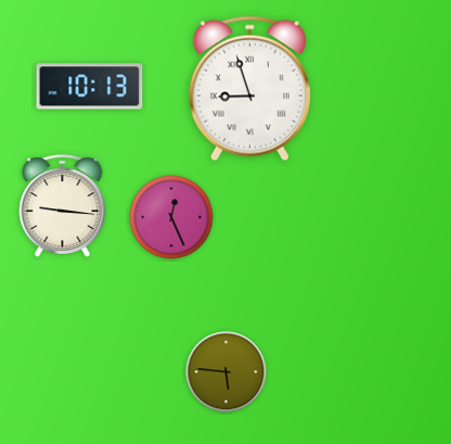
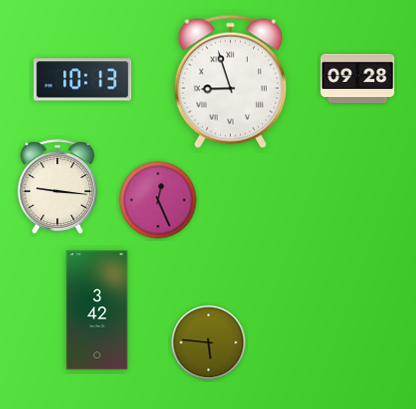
clock at (358, 78): none -> 09:28
clock at (63, 206) position: (63, 206) -> (58, 187)
clock at (97, 310): none -> 3:42
